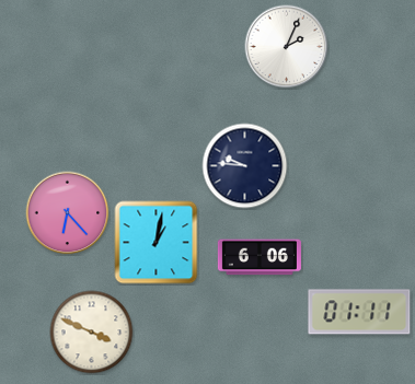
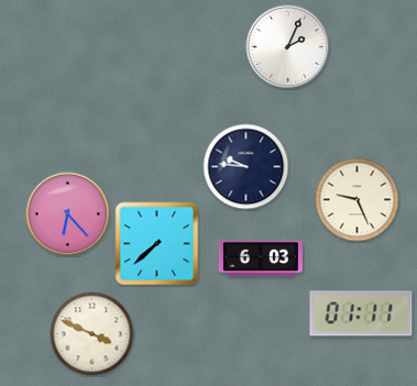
clock at (358, 200): none -> 9:26
clock at (157, 243): 1:02 -> 7:38
clock at (260, 257): 6:06 -> 6:03
